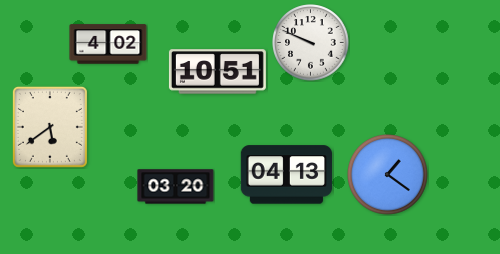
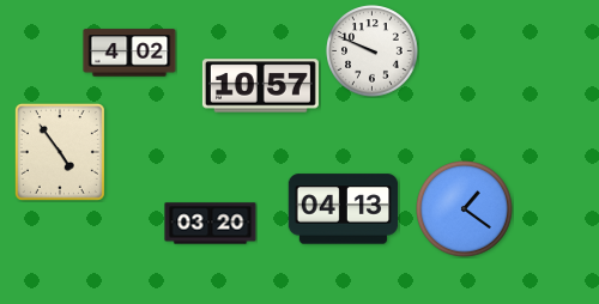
clock at (217, 72): 10:51 -> 10:57
clock at (50, 127): 5:39 -> 4:54
